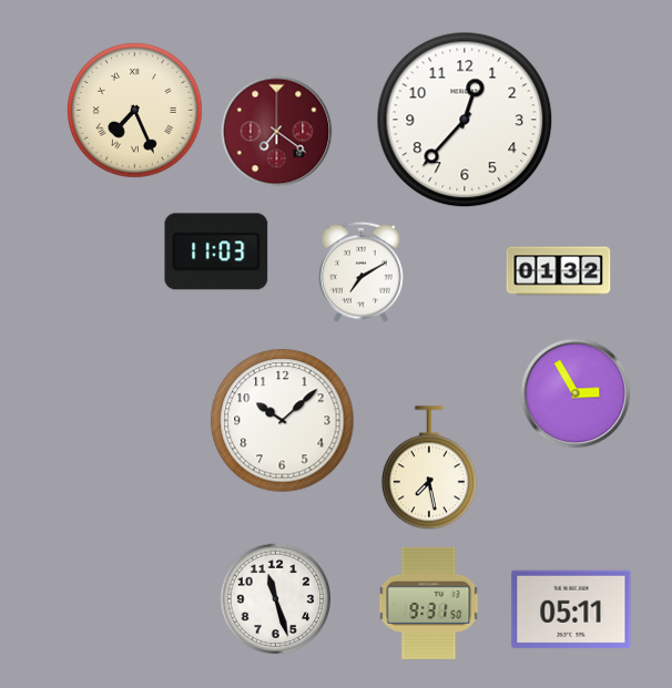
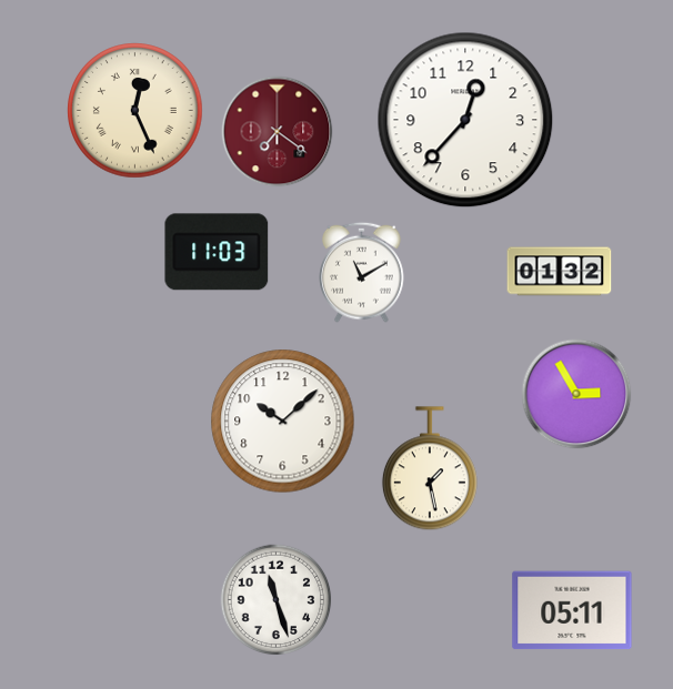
clock at (135, 111): 7:26 -> 12:26
clock at (362, 271): 7:10 -> 11:10
clock at (429, 469): 7:28 -> 1:28
clock at (429, 603): 9:31 -> none
